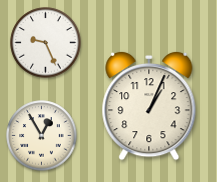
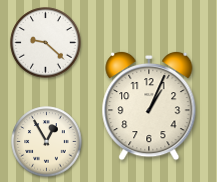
clock at (46, 43): 9:26 -> 9:22
clock at (42, 136) position: (42, 136) -> (47, 142)
